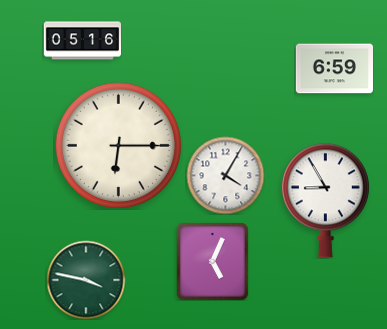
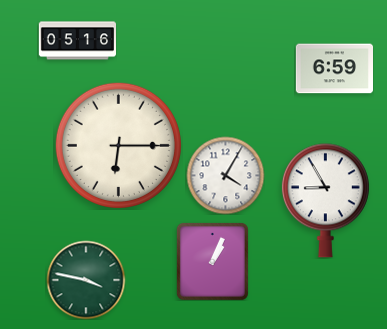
clock at (82, 41) position: (82, 41) -> (77, 41)
clock at (212, 261): 5:04 -> 1:04
